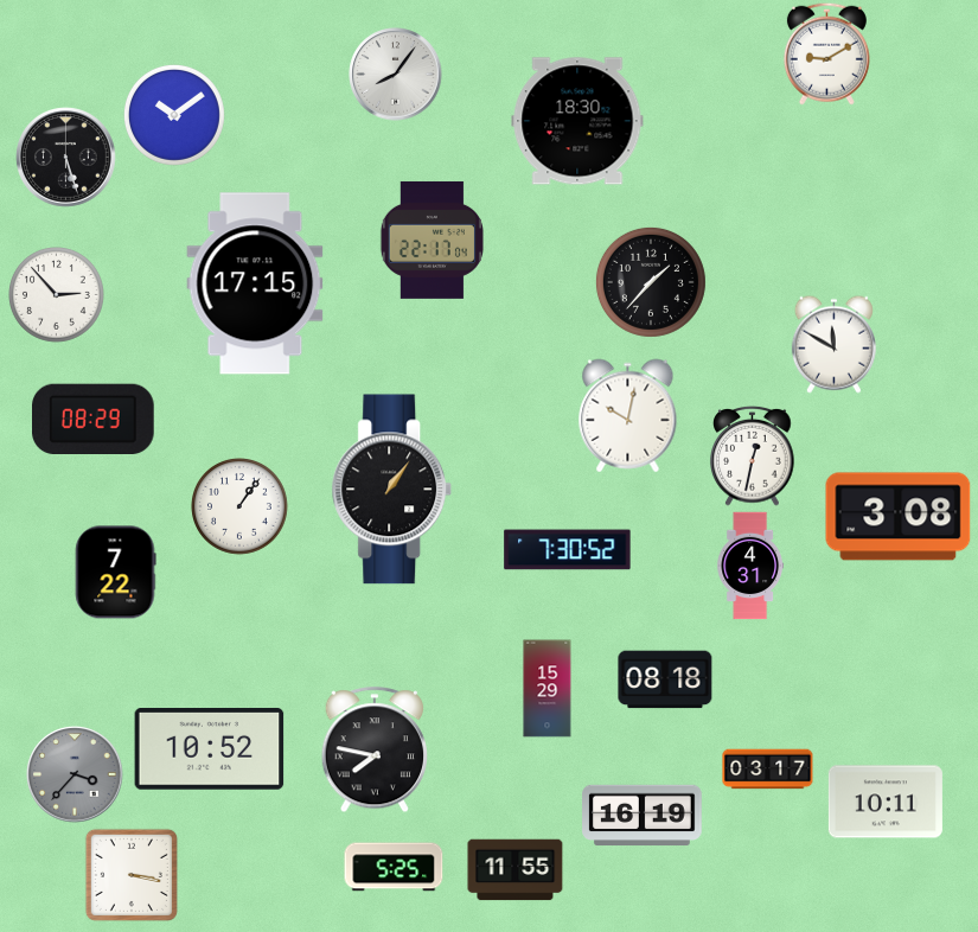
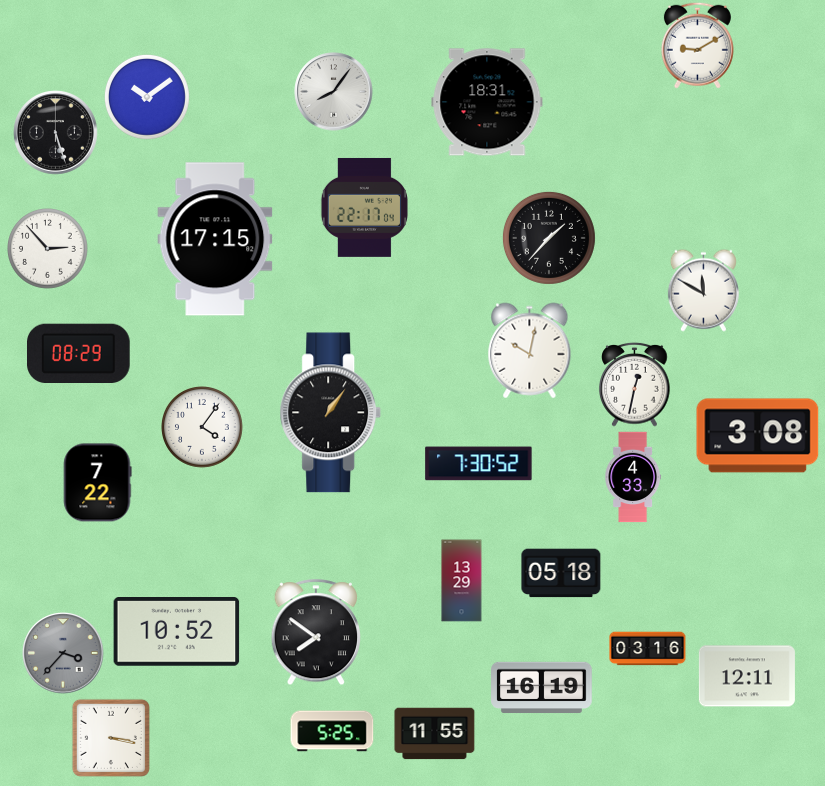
clock at (396, 75) position: (396, 75) -> (334, 92)
clock at (577, 121): 18:30 -> 18:31
clock at (432, 240) position: (432, 240) -> (364, 207)
clock at (241, 508): 1:06 -> 4:06
clock at (749, 566): 4:31 -> 4:33
clock at (665, 679): 08:18 -> 05:18
clock at (548, 689): 15:29 -> 13:29
clock at (373, 751): 7:47 -> 7:51
clock at (768, 770): 03:17 -> 03:16
clock at (886, 802): 10:11 -> 12:11
